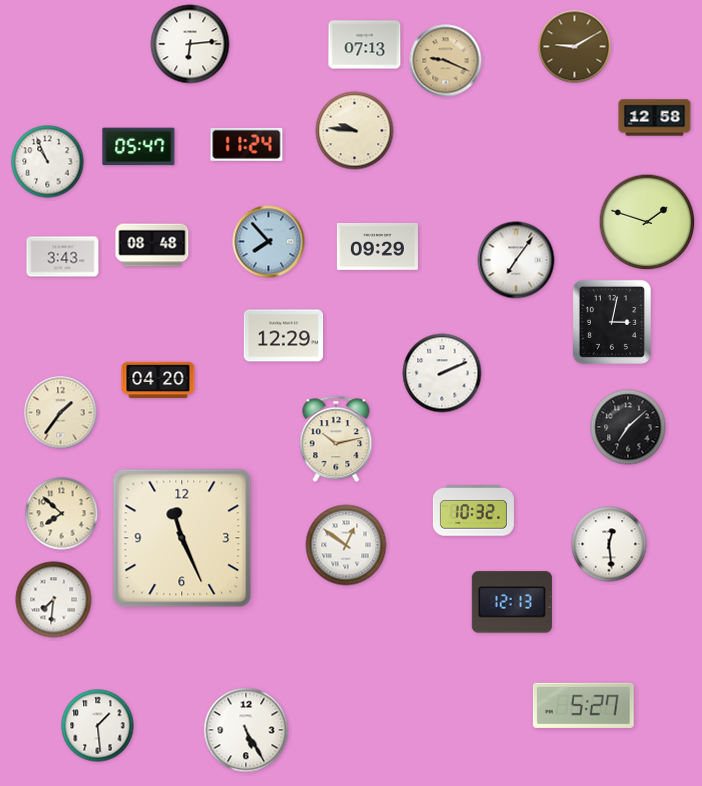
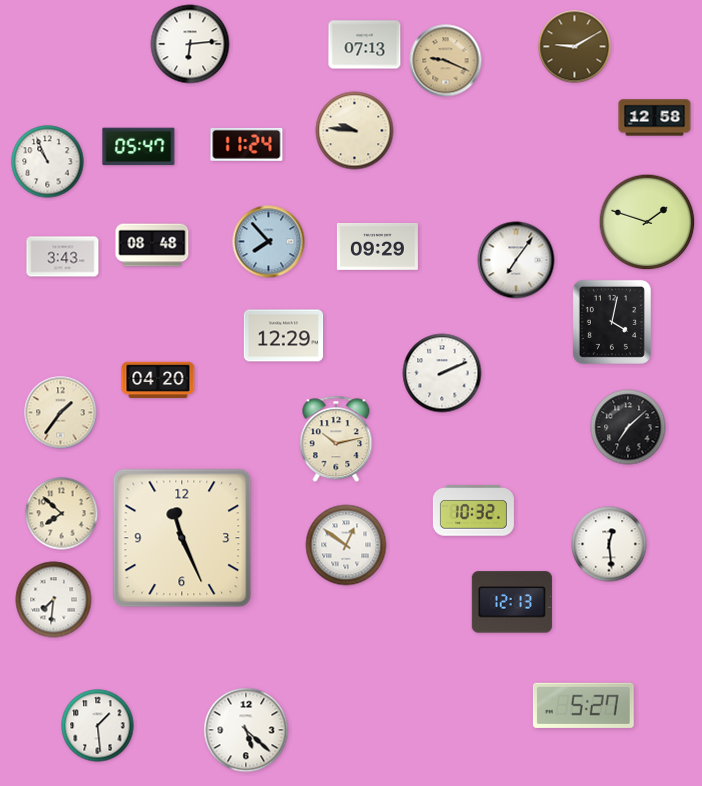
clock at (612, 322): 3:02 -> 4:02
clock at (246, 730): 5:25 -> 5:22
